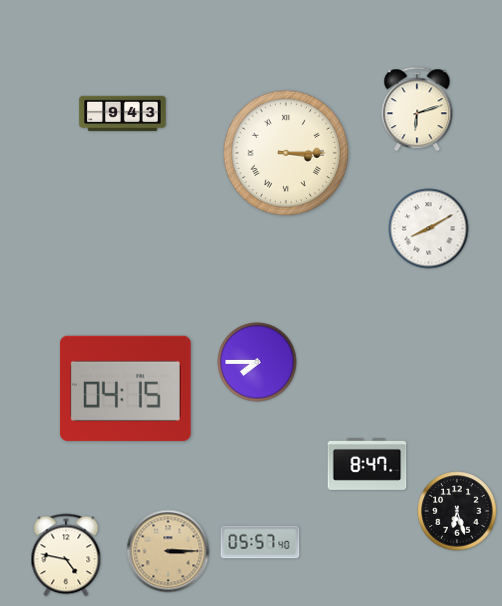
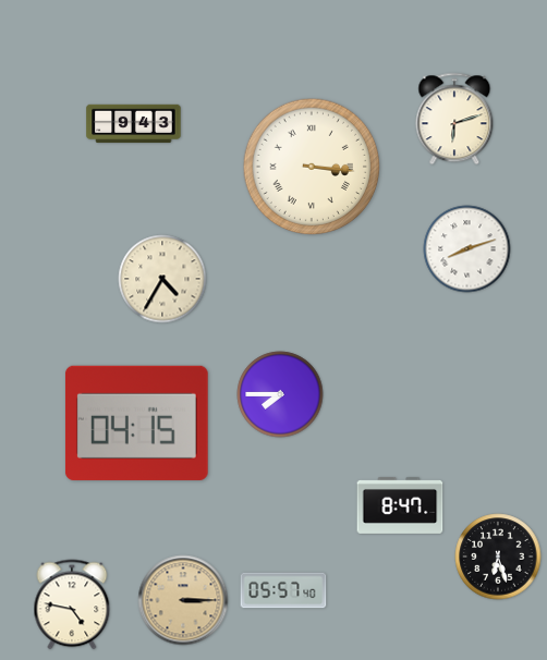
clock at (285, 152): 3:15 -> 3:16
clock at (429, 229): 8:10 -> 8:12
clock at (162, 279): none -> 4:35
